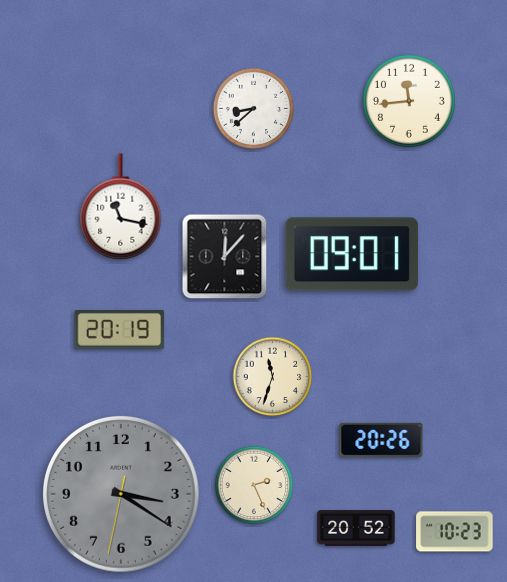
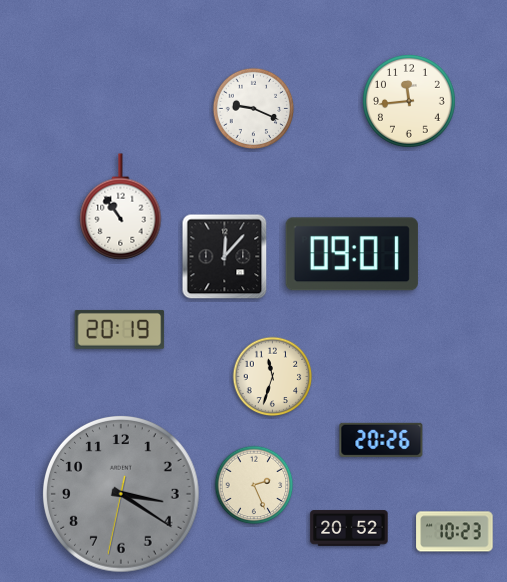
clock at (254, 109): 8:38 -> 9:19
clock at (121, 207): 11:17 -> 10:54
clock at (356, 528) position: (356, 528) -> (349, 528)
